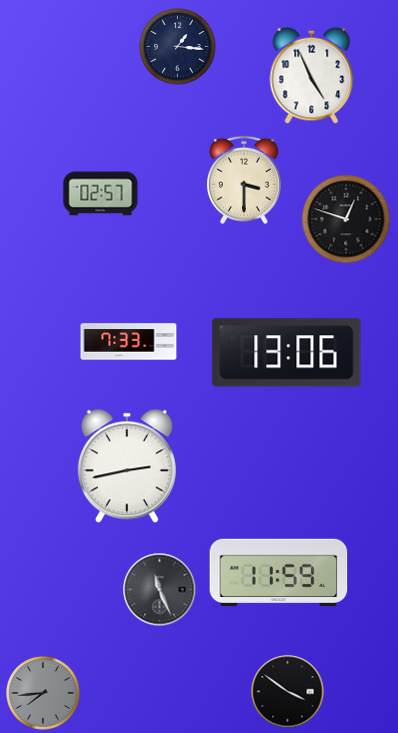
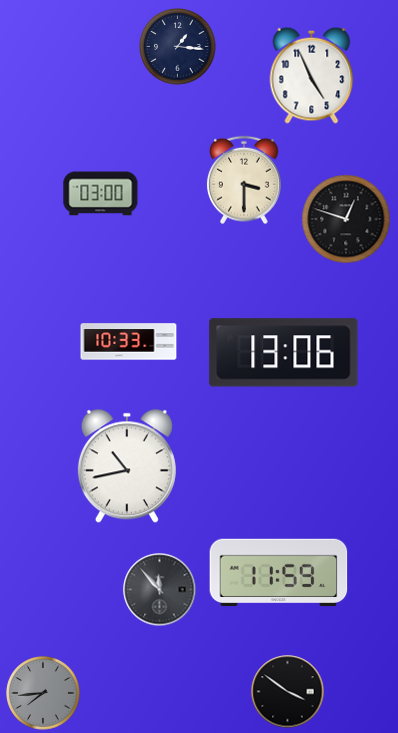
clock at (101, 194): 02:57 -> 03:00
clock at (129, 342): 7:33 -> 10:33
clock at (287, 353) position: (287, 353) -> (284, 353)
clock at (127, 466): 2:43 -> 10:43
clock at (160, 590): 11:26 -> 11:53
